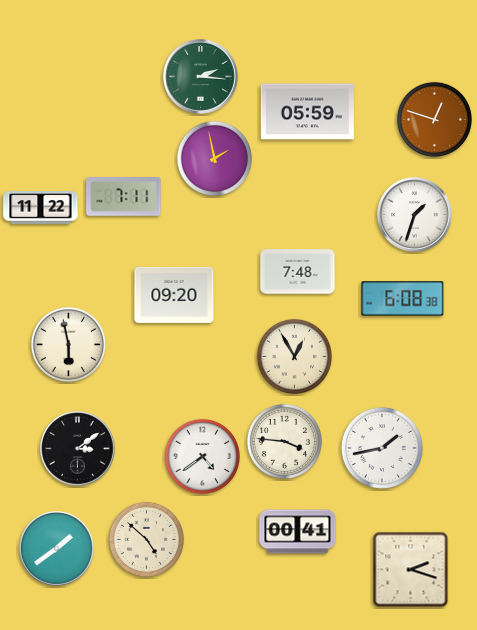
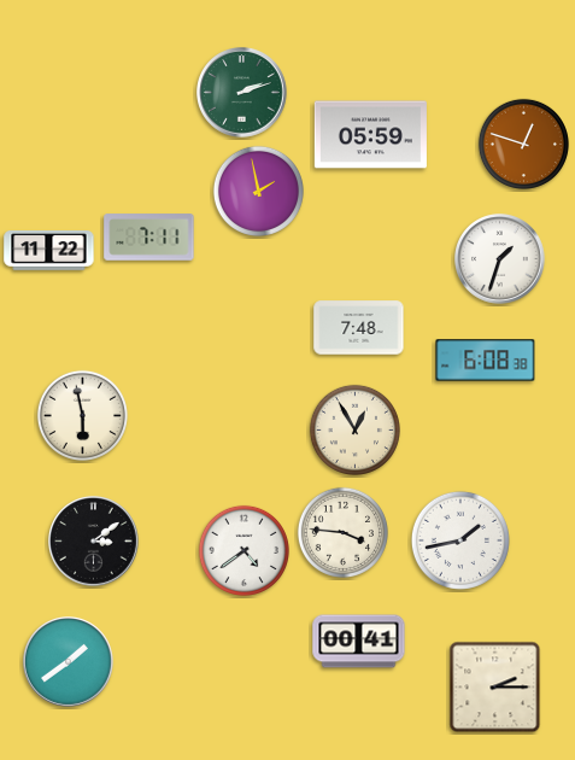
clock at (201, 77): 2:16 -> 2:12
clock at (174, 295): 09:20 -> none
clock at (146, 539): 4:52 -> none
clock at (411, 570): 2:18 -> 2:15
